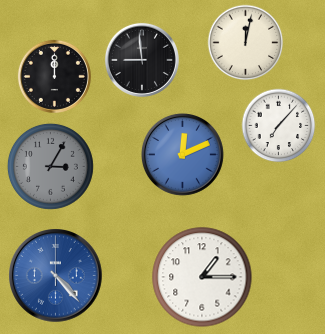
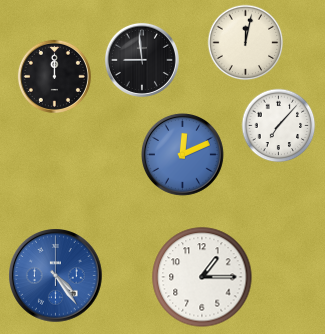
clock at (50, 166): 3:05 -> none
clock at (56, 276): 4:23 -> 4:24
